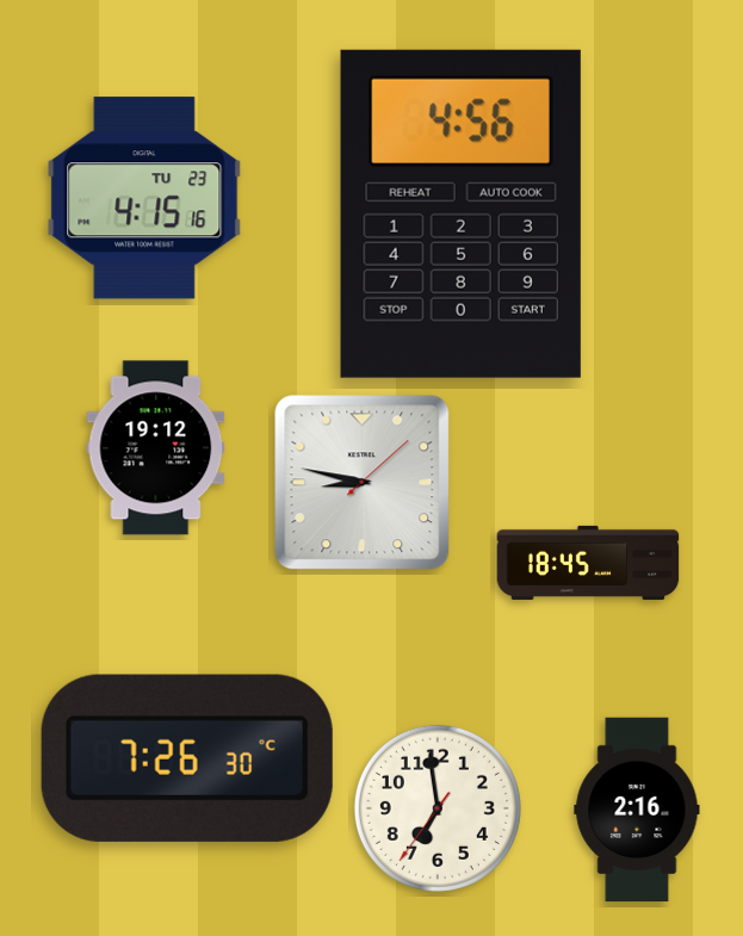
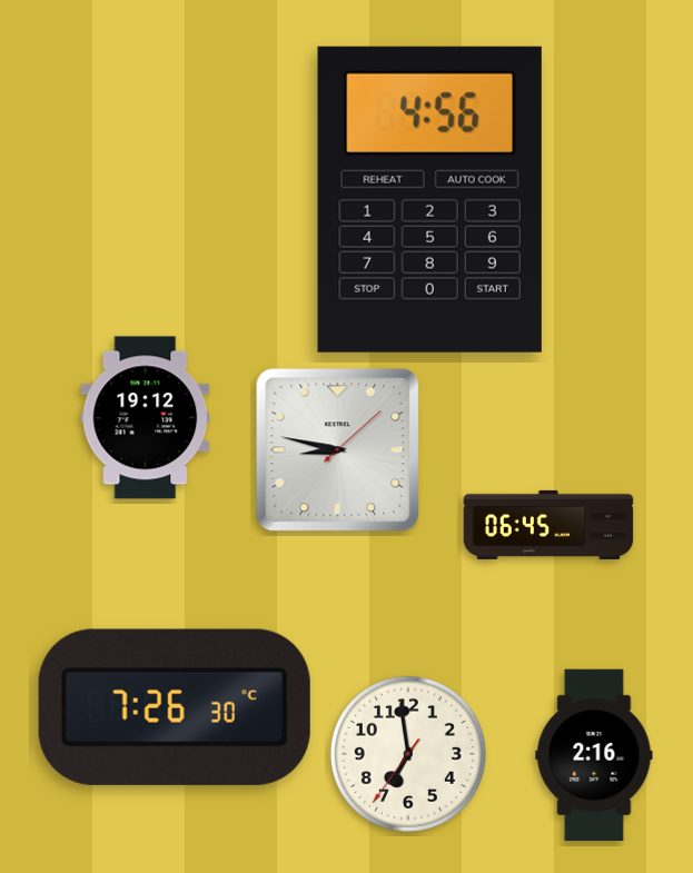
clock at (144, 198): 4:15 -> none
clock at (588, 563): 18:45 -> 06:45
